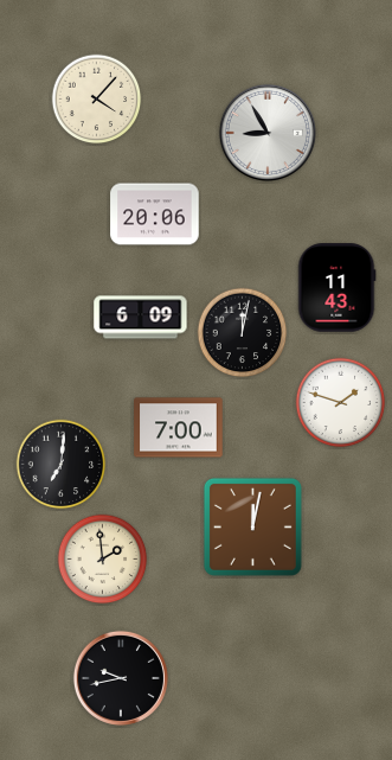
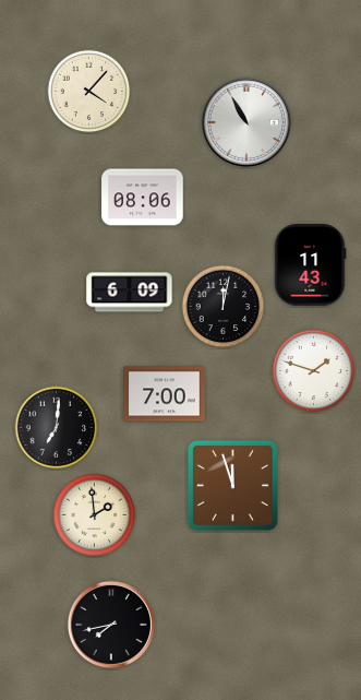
clock at (268, 133): 8:55 -> 10:55
clock at (155, 215): 20:06 -> 08:06
clock at (252, 526): 12:02 -> 11:57
clock at (121, 678): 9:43 -> 7:43
